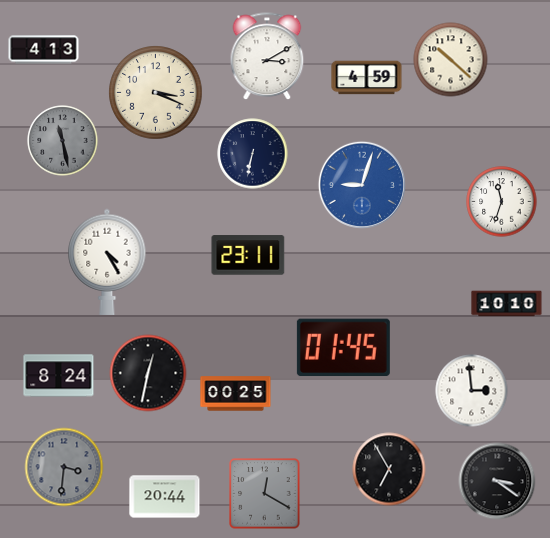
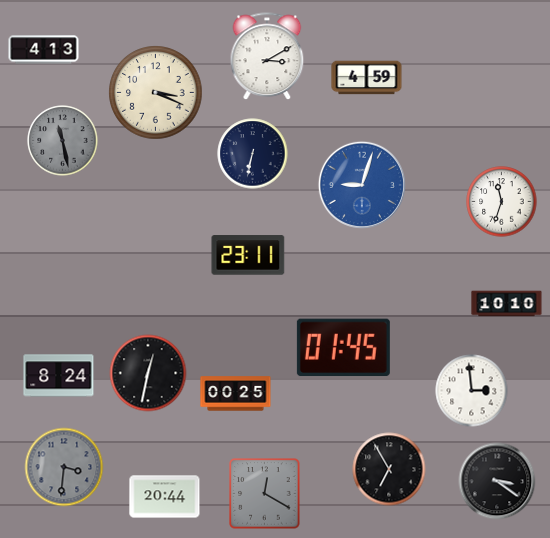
clock at (451, 60): 10:22 -> none
clock at (107, 262): 4:25 -> none
